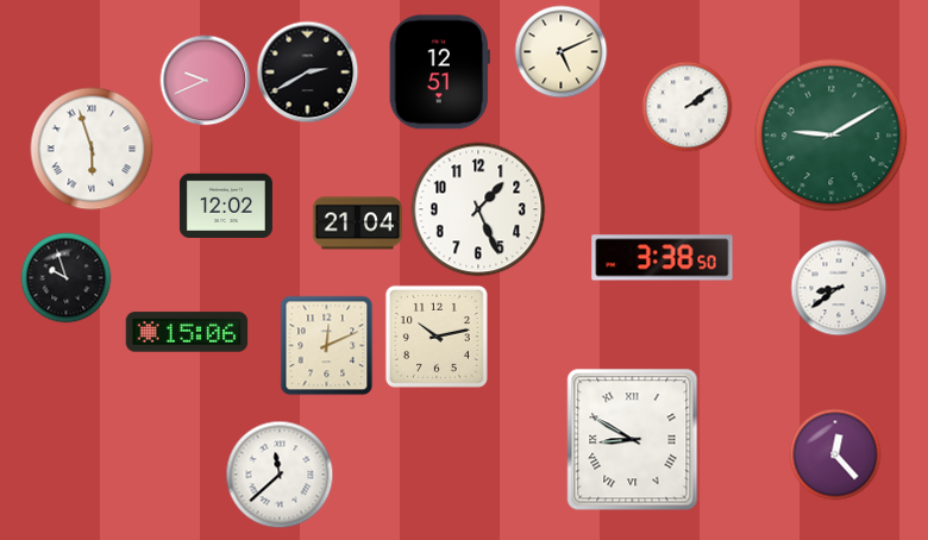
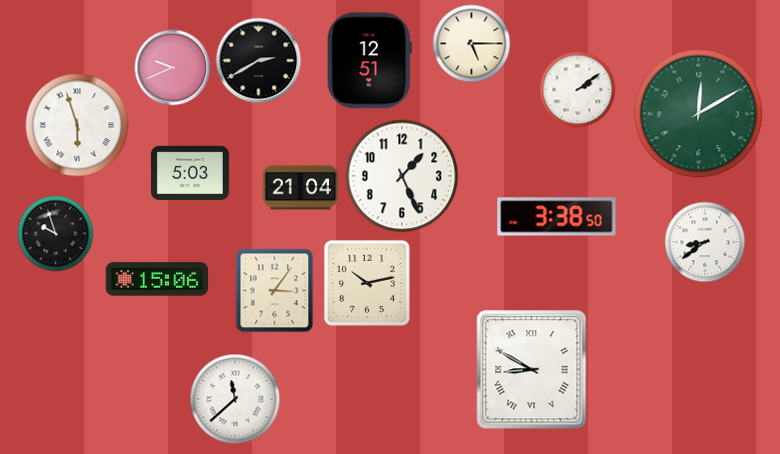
clock at (562, 52): 5:11 -> 5:15
clock at (832, 136): 9:10 -> 12:10
clock at (226, 205): 12:02 -> 5:03
clock at (327, 346): 12:11 -> 3:06
clock at (835, 454): 12:23 -> none
